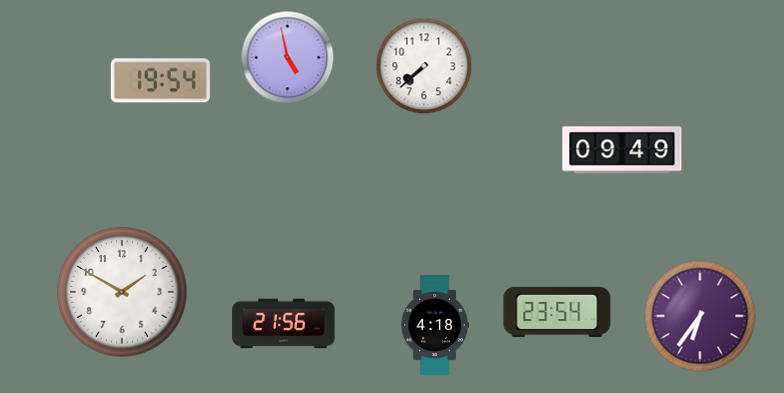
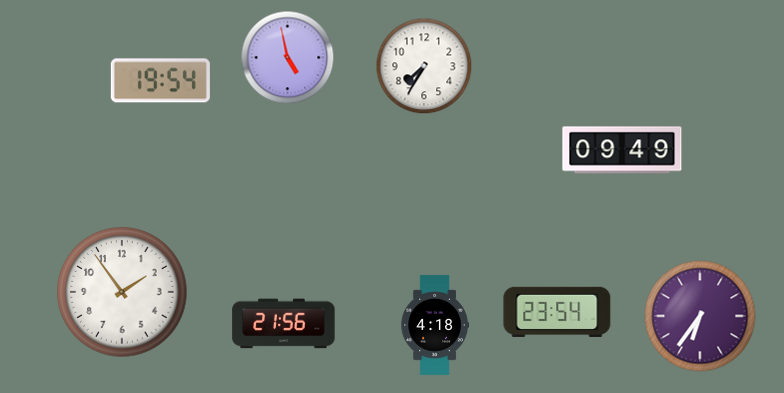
clock at (424, 66): 7:38 -> 7:35
clock at (122, 292): 1:50 -> 1:54
